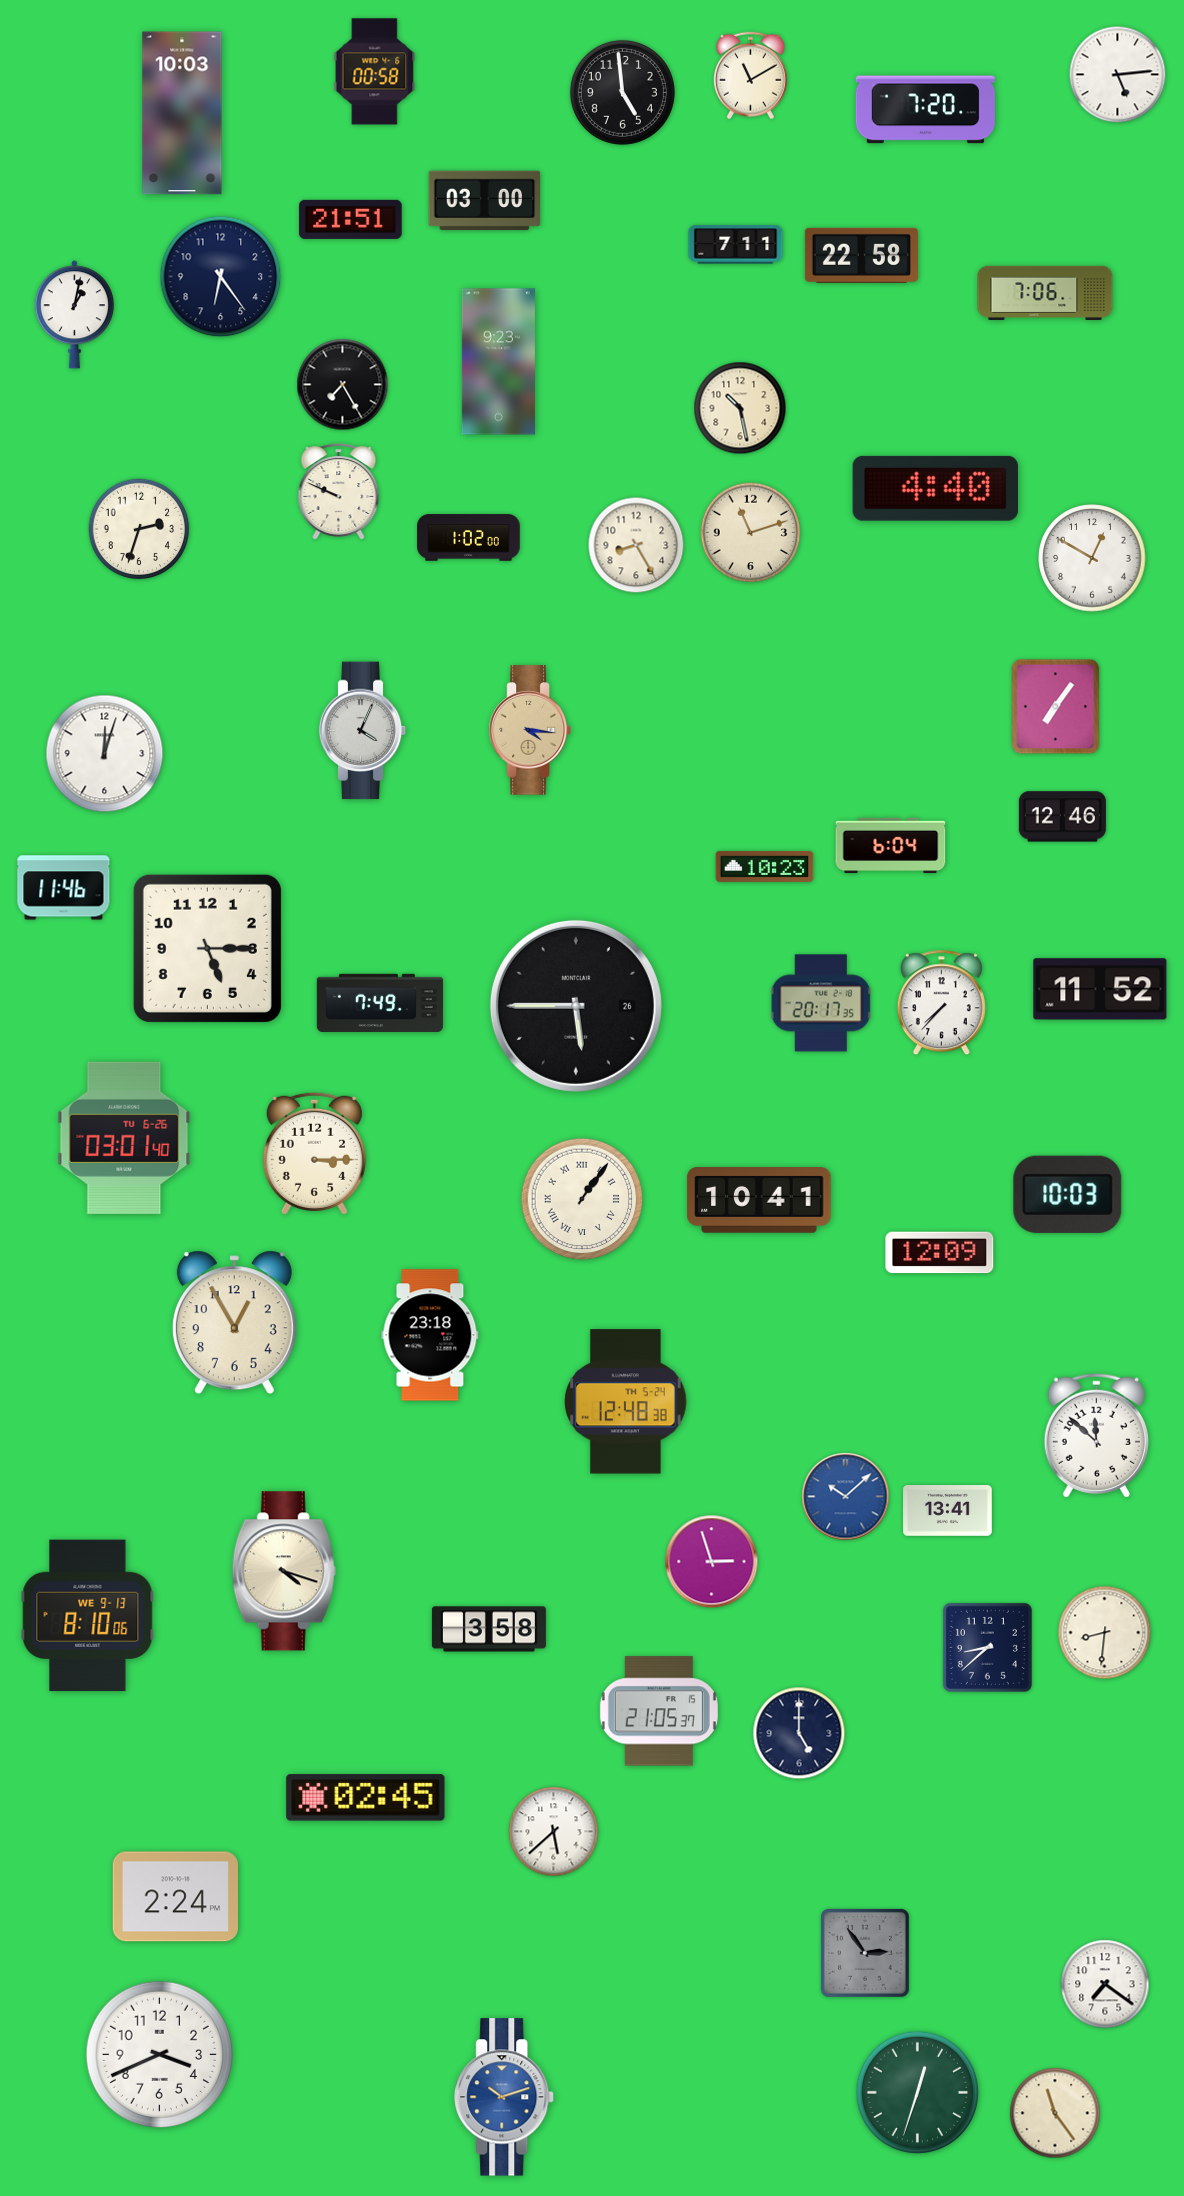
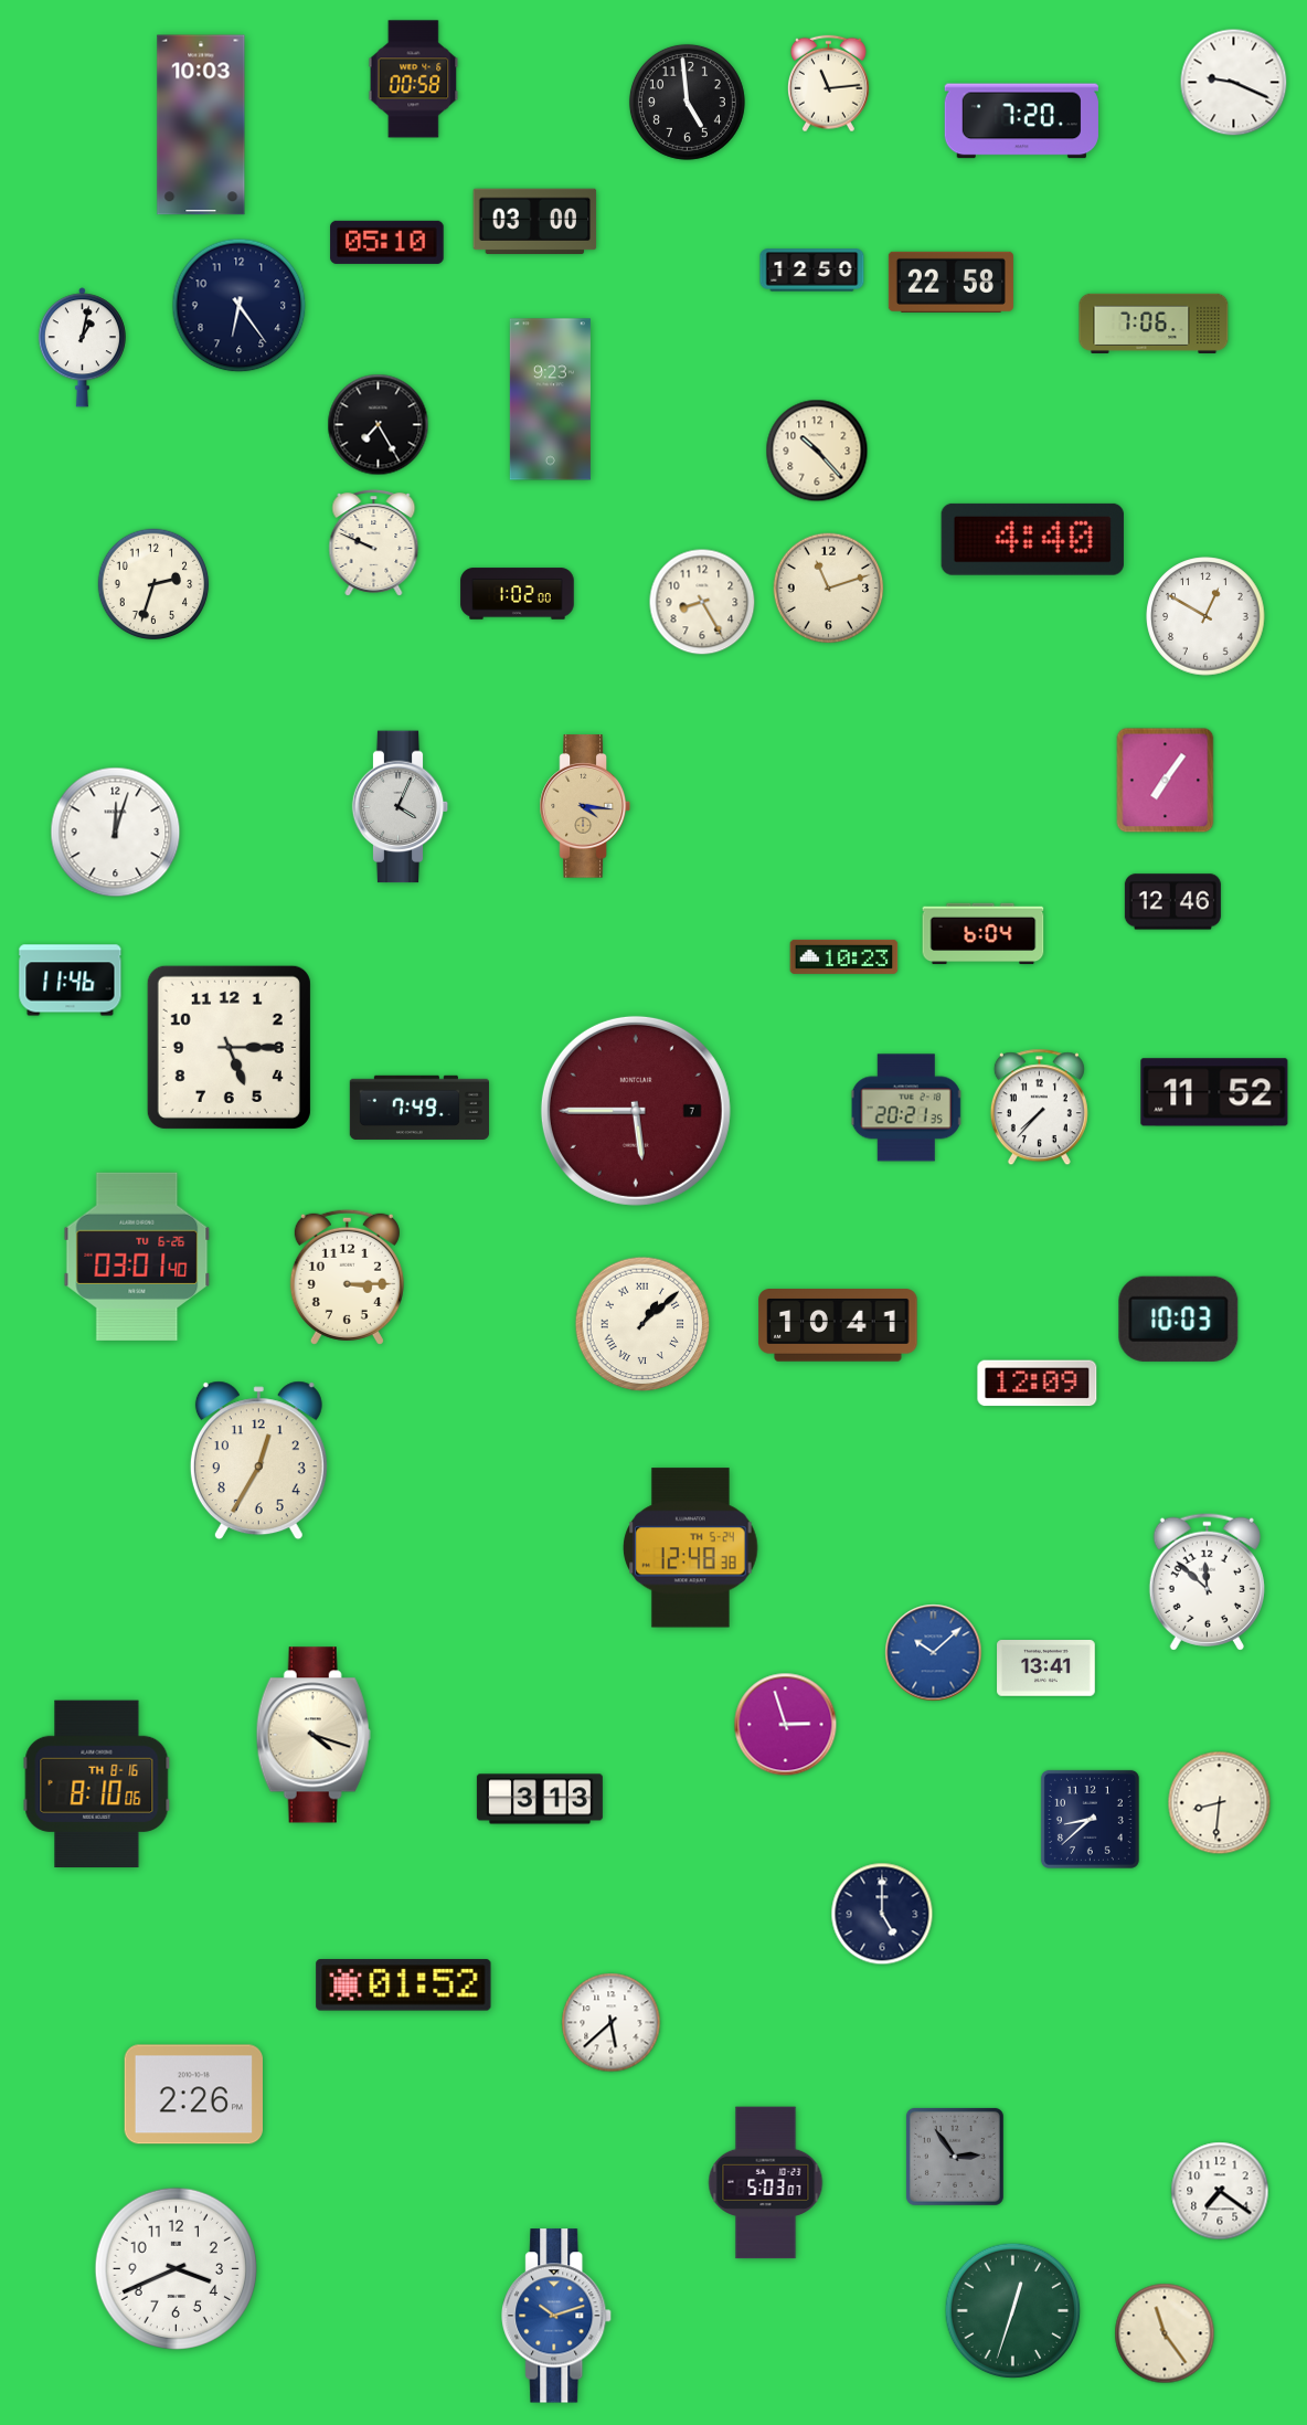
clock at (1118, 75): 5:14 -> 9:19
clock at (750, 76): 11:10 -> 11:14
clock at (351, 219): 21:51 -> 05:10
clock at (736, 245): 7:11 -> 12:50
clock at (221, 277) position: (221, 277) -> (240, 306)
clock at (740, 408): 10:28 -> 10:23
clock at (821, 1003): 20:17 -> 20:21
clock at (576, 1006) date: 26 -> 7
clock at (576, 1006) dial: black -> burgundy
clock at (314, 1153) position: (314, 1153) -> (347, 1277)
clock at (582, 1199): 1:06 -> 1:08
clock at (234, 1323): 12:55 -> 12:35
clock at (430, 1335): 23:18 -> none
clock at (1096, 1435) position: (1096, 1435) -> (1207, 1581)
clock at (88, 1616) date: WE 9-13 -> TH 8-16
clock at (489, 1629): 3:58 -> 3:13
clock at (659, 1711): 21:05 -> none
clock at (366, 1798): 02:45 -> 01:52
clock at (175, 1897): 2:24 -> 2:26
clock at (766, 2183): none -> 5:03
